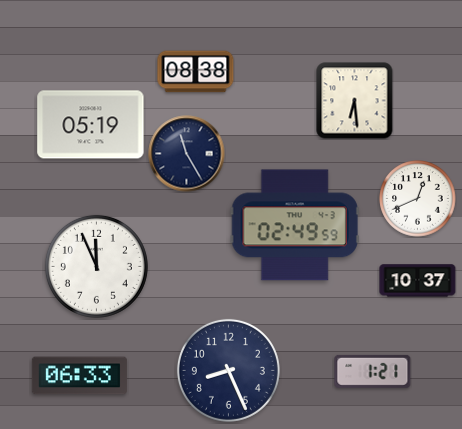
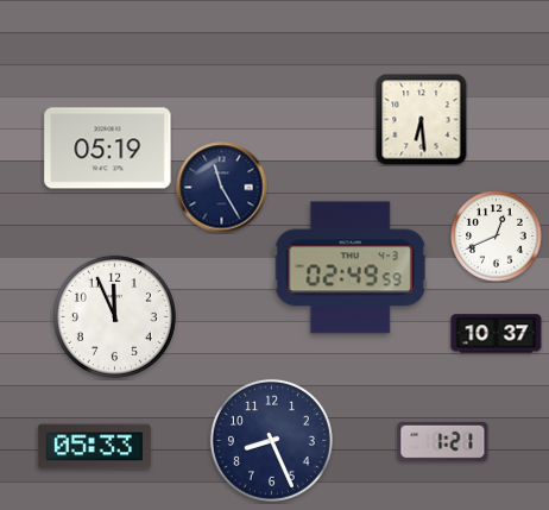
clock at (196, 72): 08:38 -> none
clock at (187, 154) position: (187, 154) -> (222, 188)
clock at (79, 376): 06:33 -> 05:33
